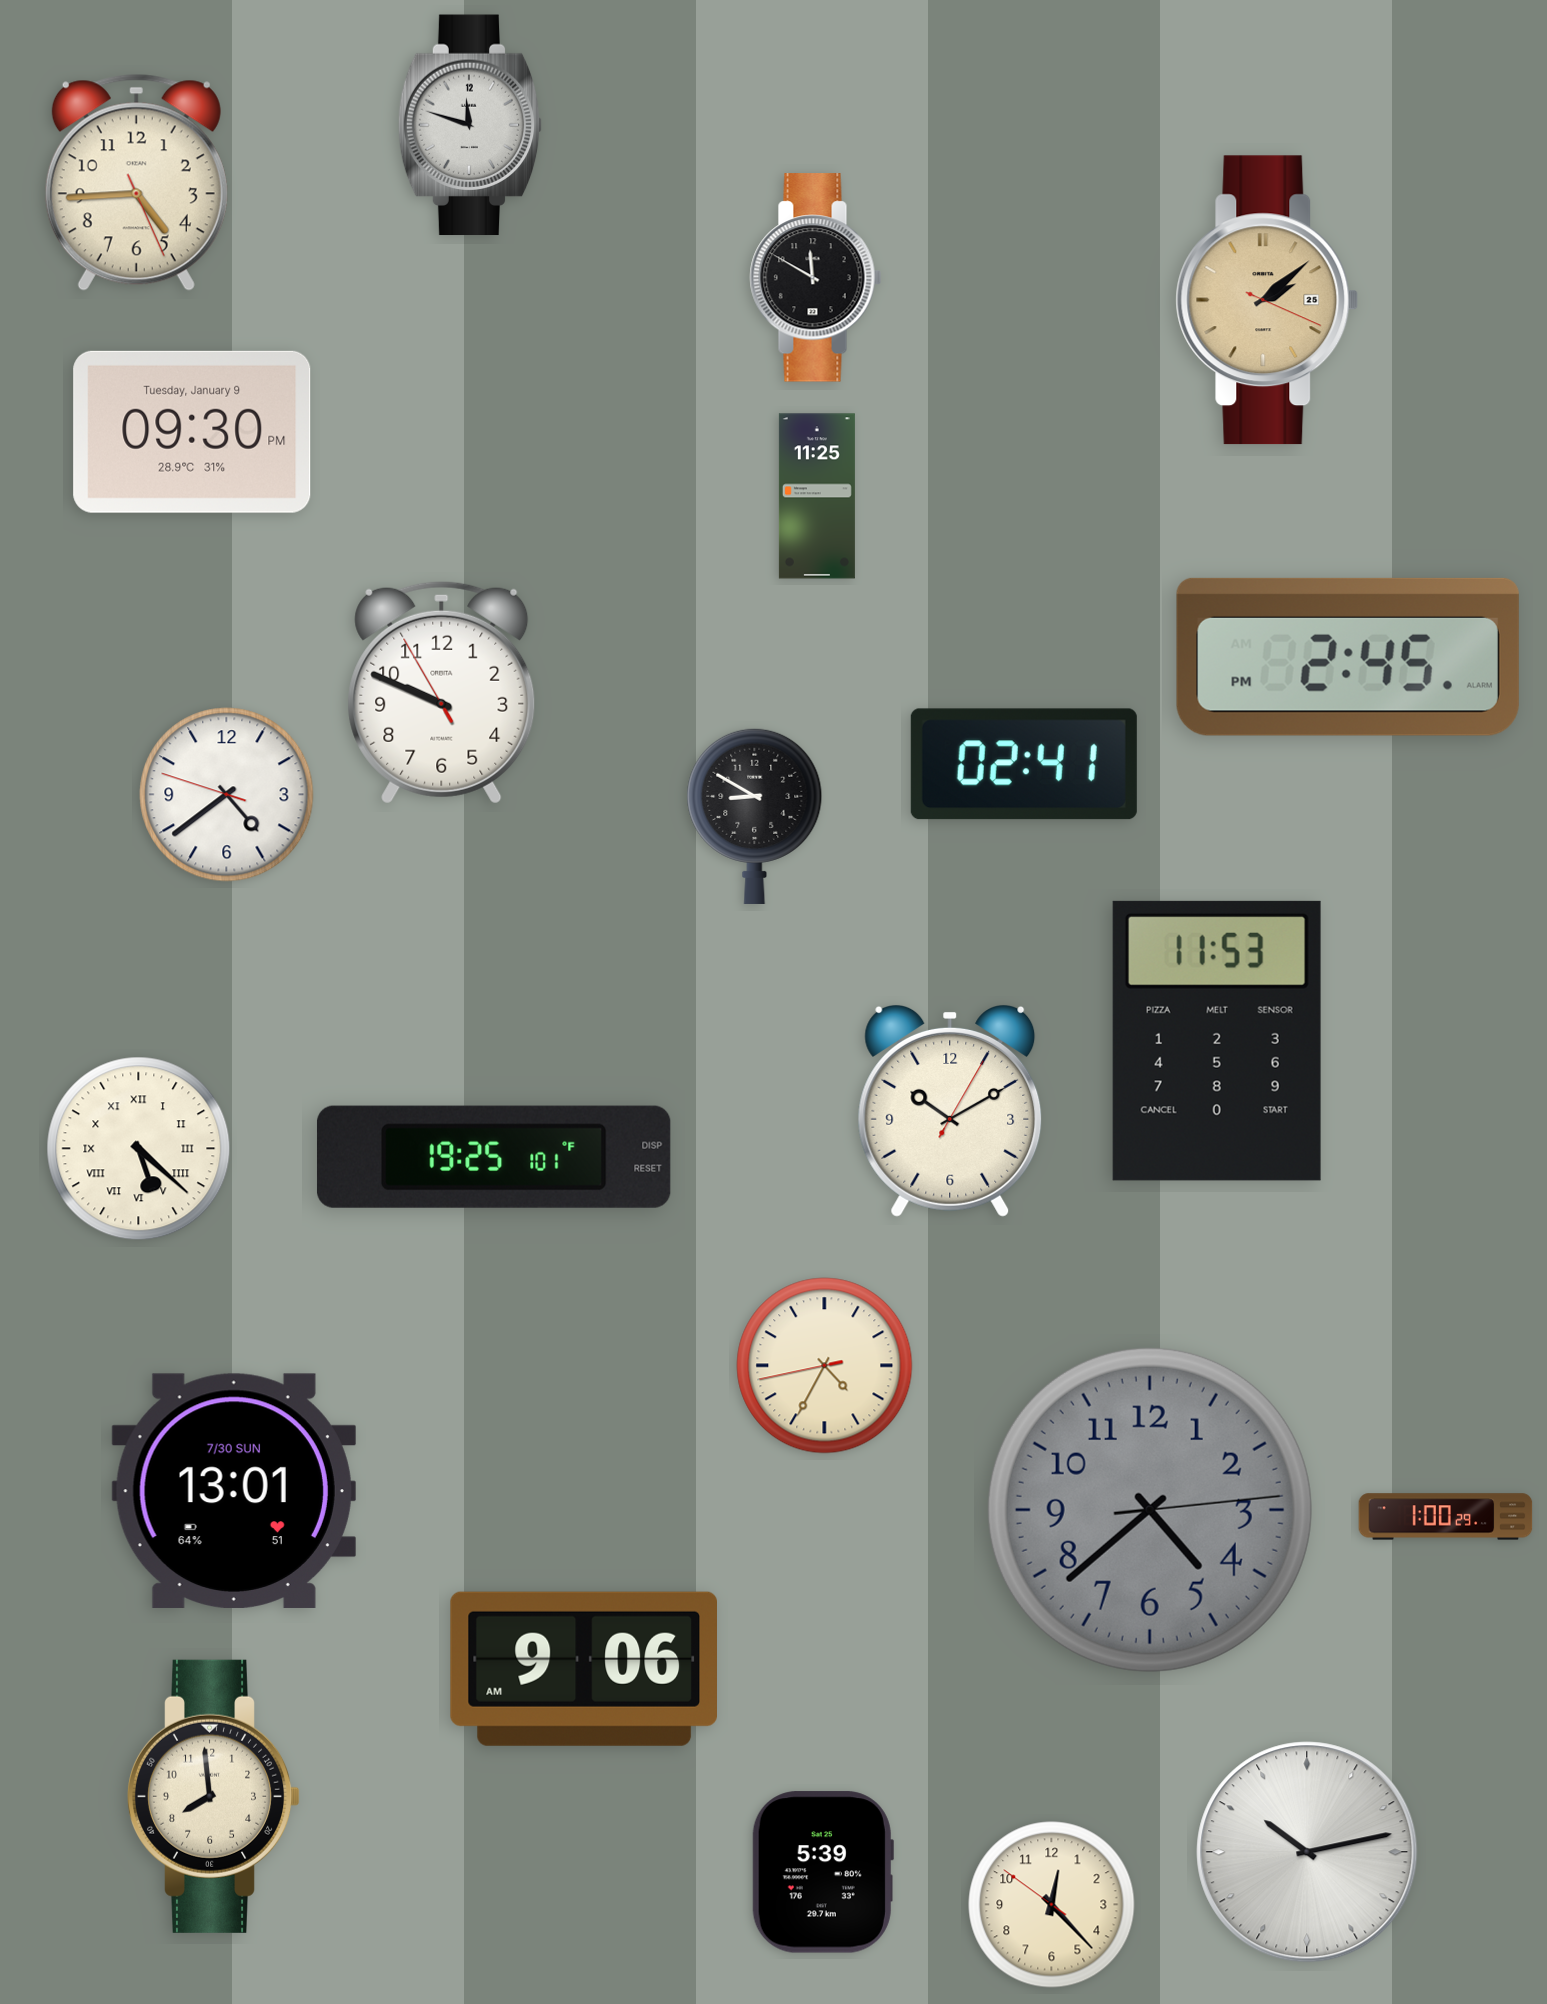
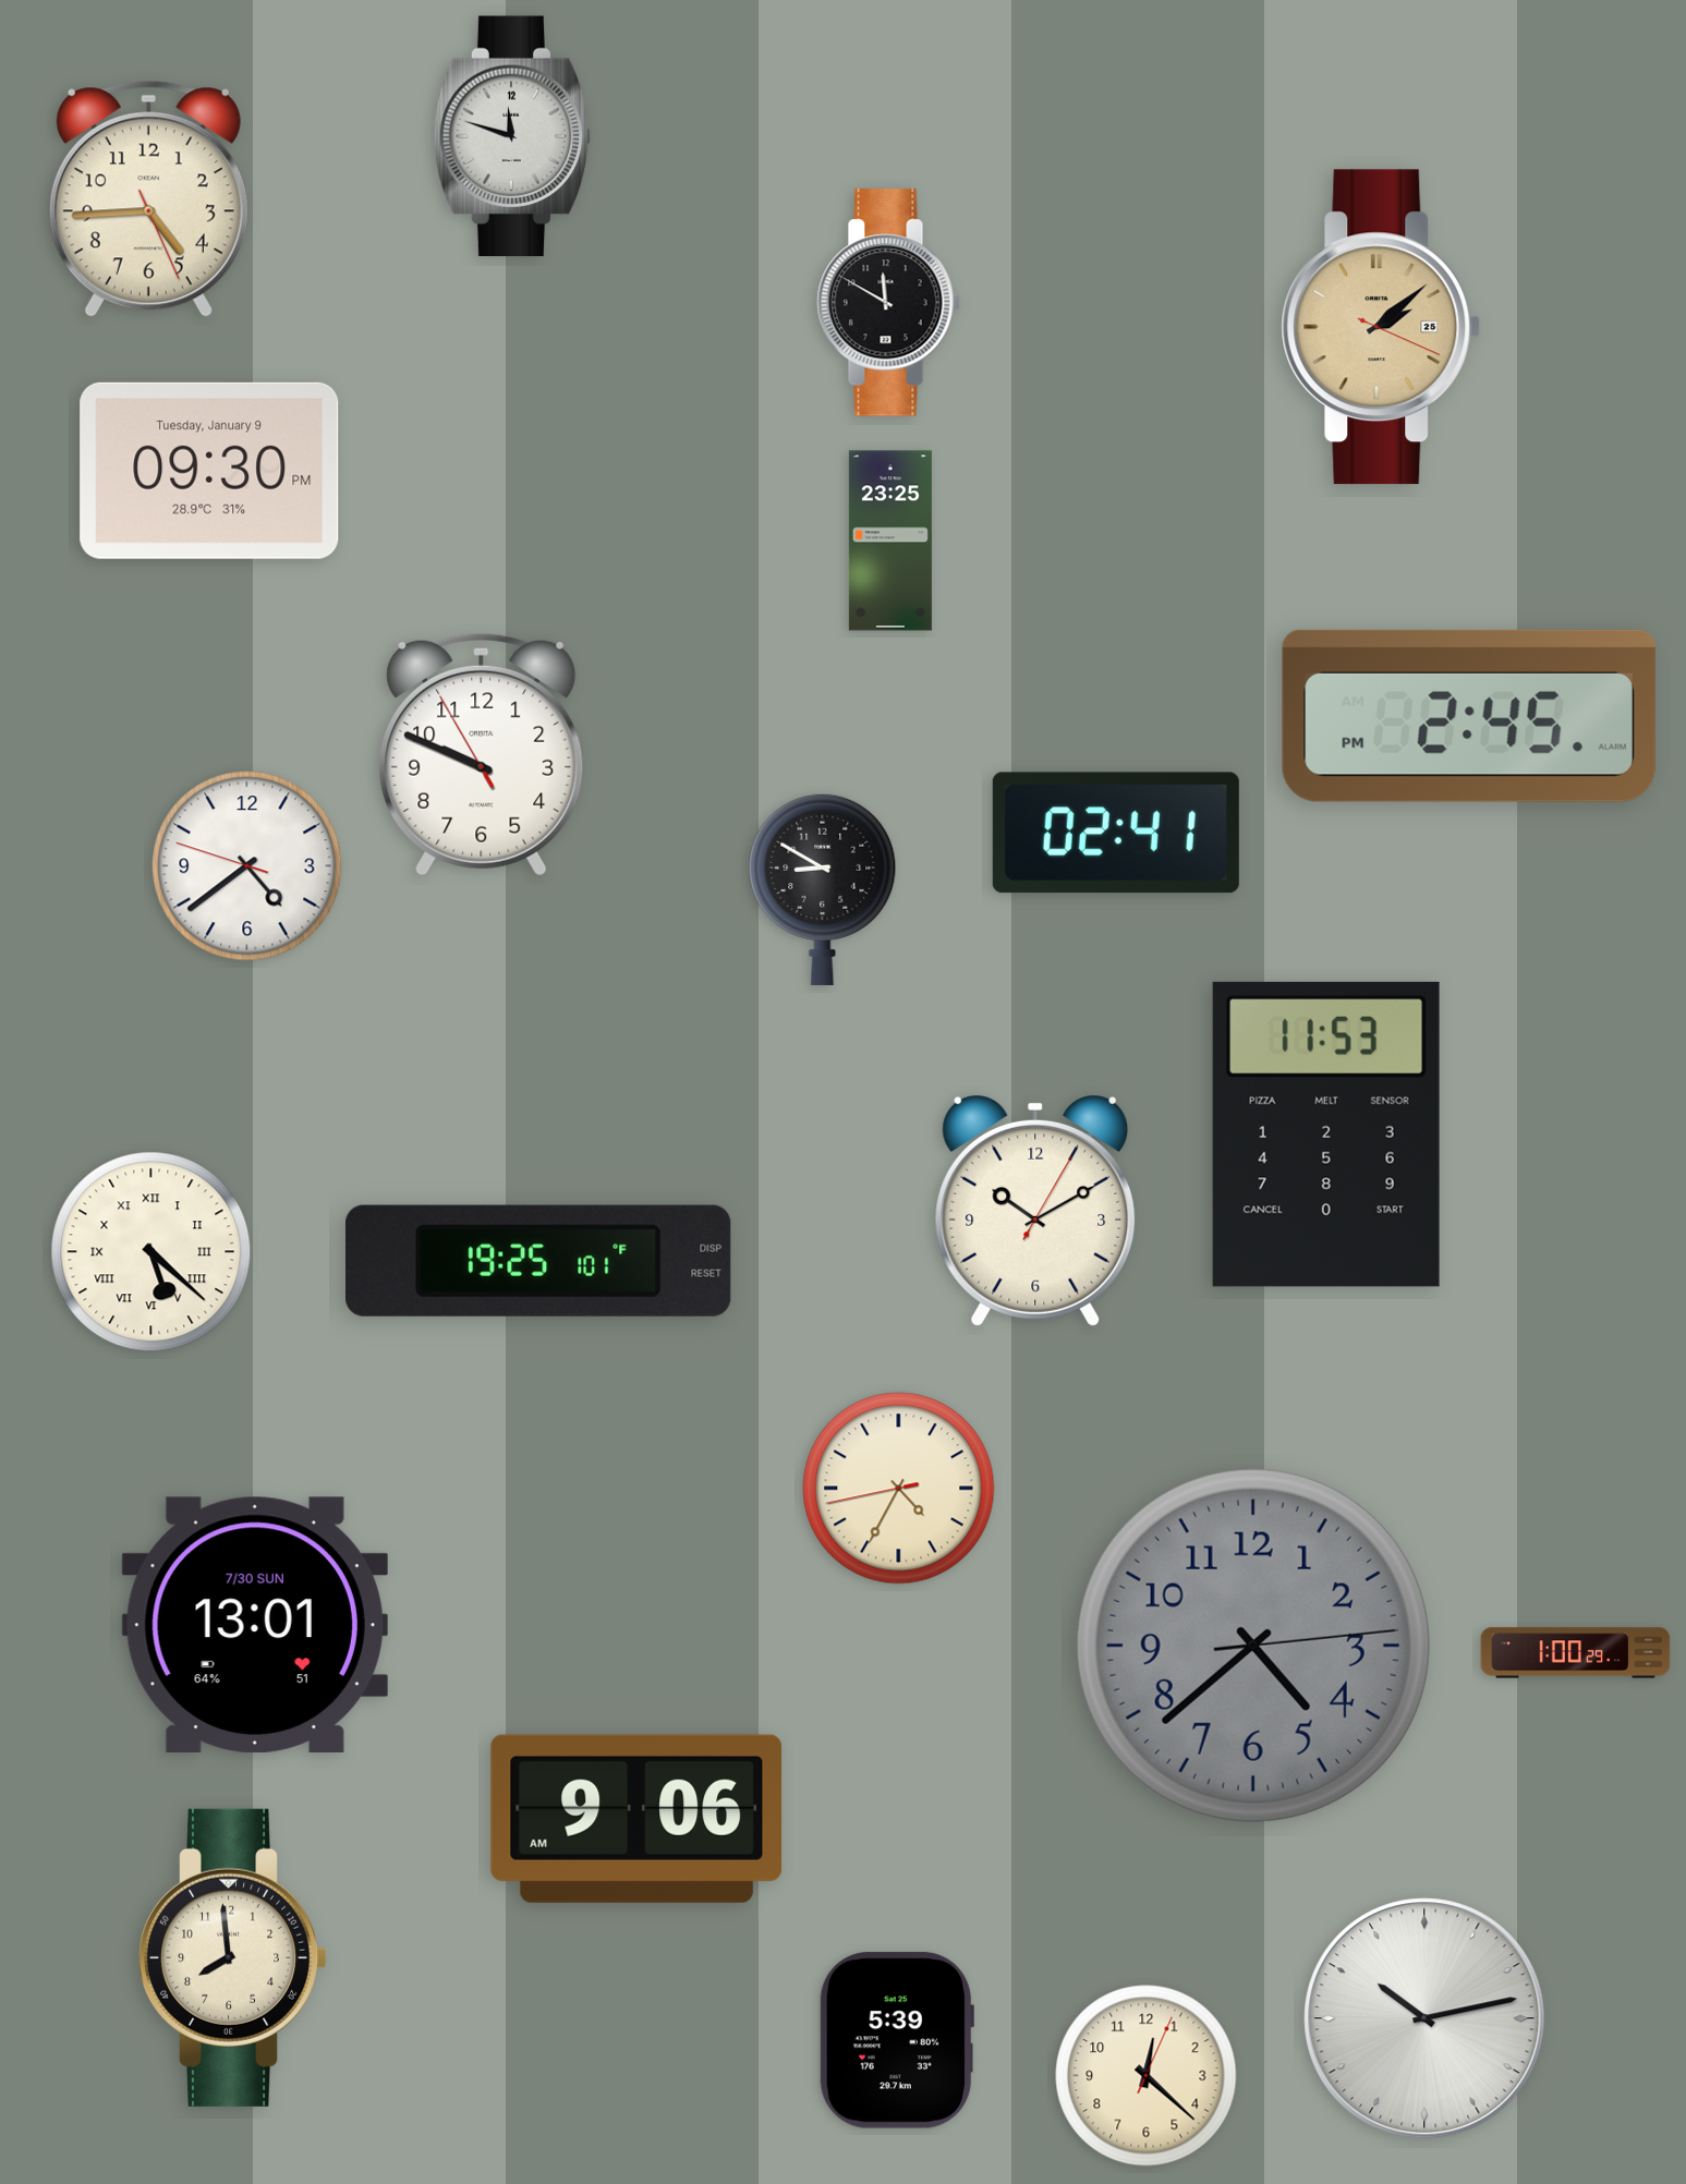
clock at (817, 496): 11:25 -> 23:25
clock at (1052, 1905): 12:22:51 -> 12:22:04
